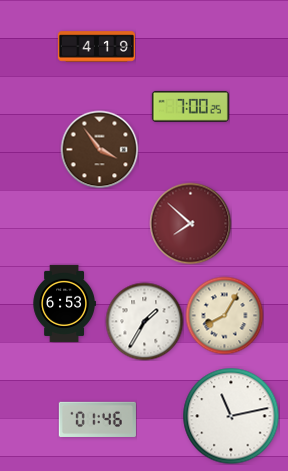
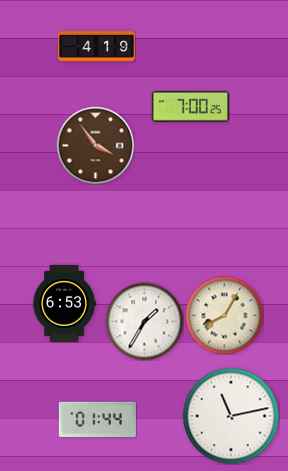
clock at (99, 149) position: (99, 149) -> (95, 145)
clock at (190, 223): 7:52 -> none
clock at (97, 419): 01:46 -> 01:44
